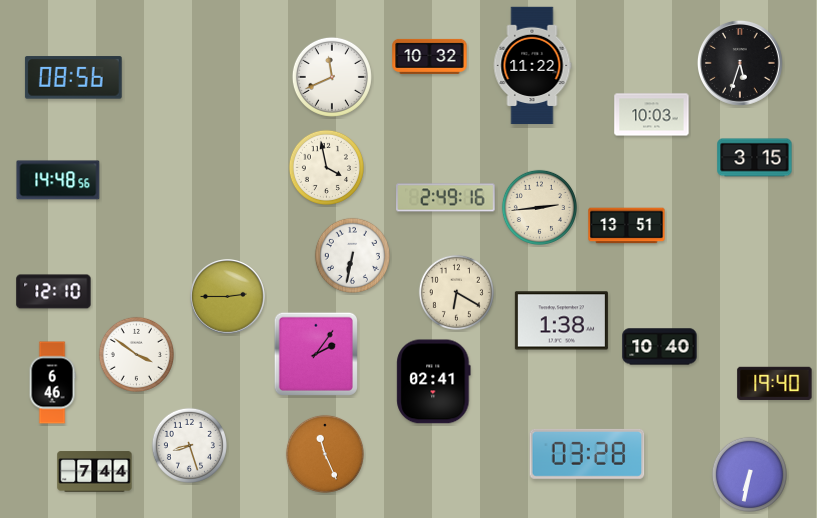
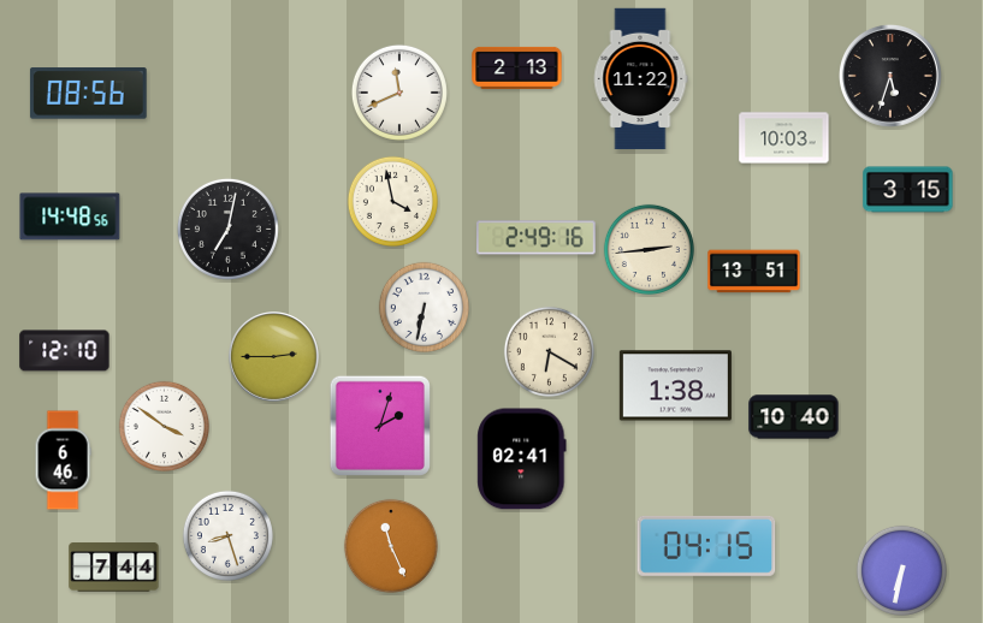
clock at (430, 56): 10:32 -> 2:13
clock at (227, 229): none -> 7:02
clock at (316, 354): 2:06 -> 2:03
clock at (775, 383): 19:40 -> none
clock at (587, 454): 03:28 -> 04:15
